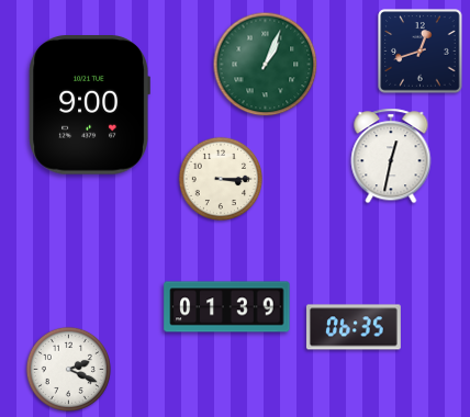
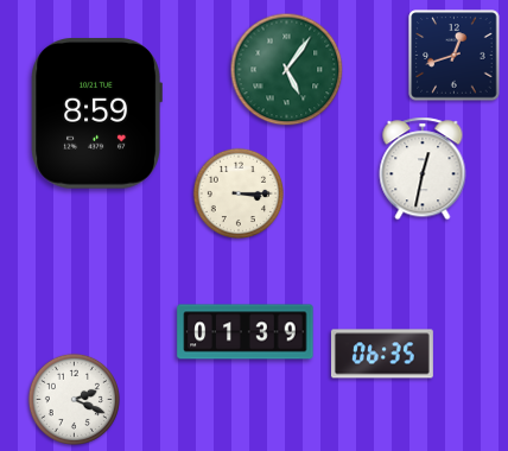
clock at (266, 65): 1:04 -> 5:06
clock at (89, 105): 9:00 -> 8:59
